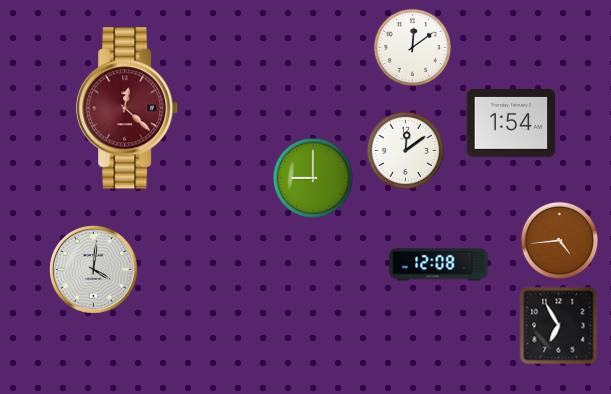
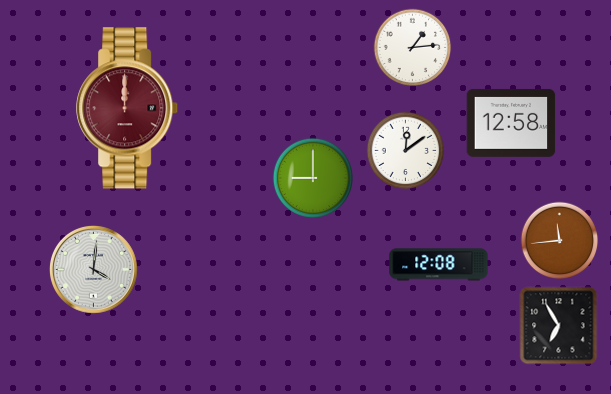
clock at (413, 48): 12:09 -> 1:14
clock at (128, 108): 12:22 -> 12:00
clock at (511, 123): 1:54 -> 12:58
clock at (560, 241): 4:44 -> 11:44
